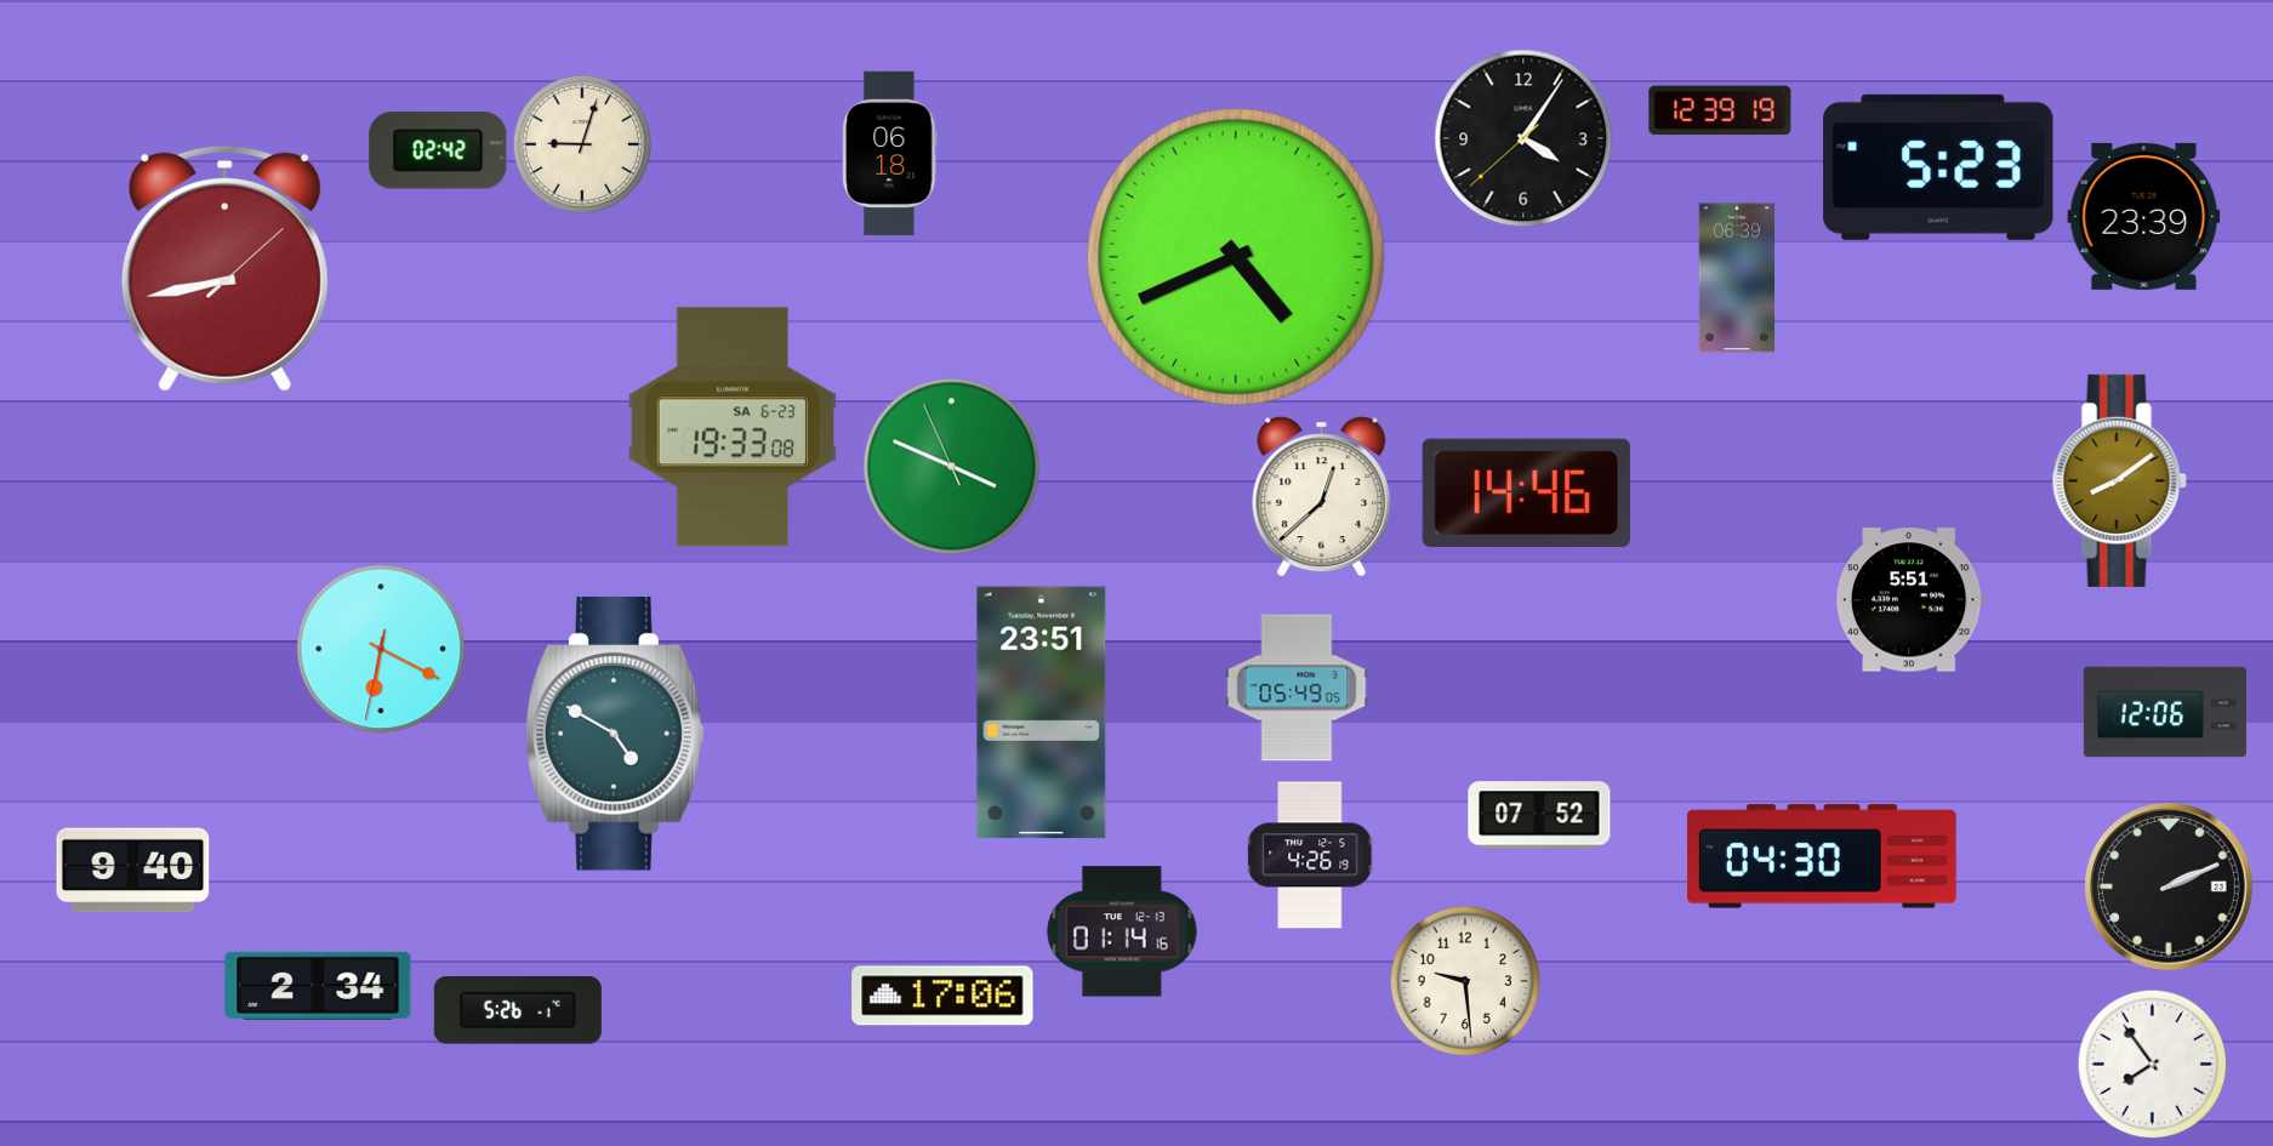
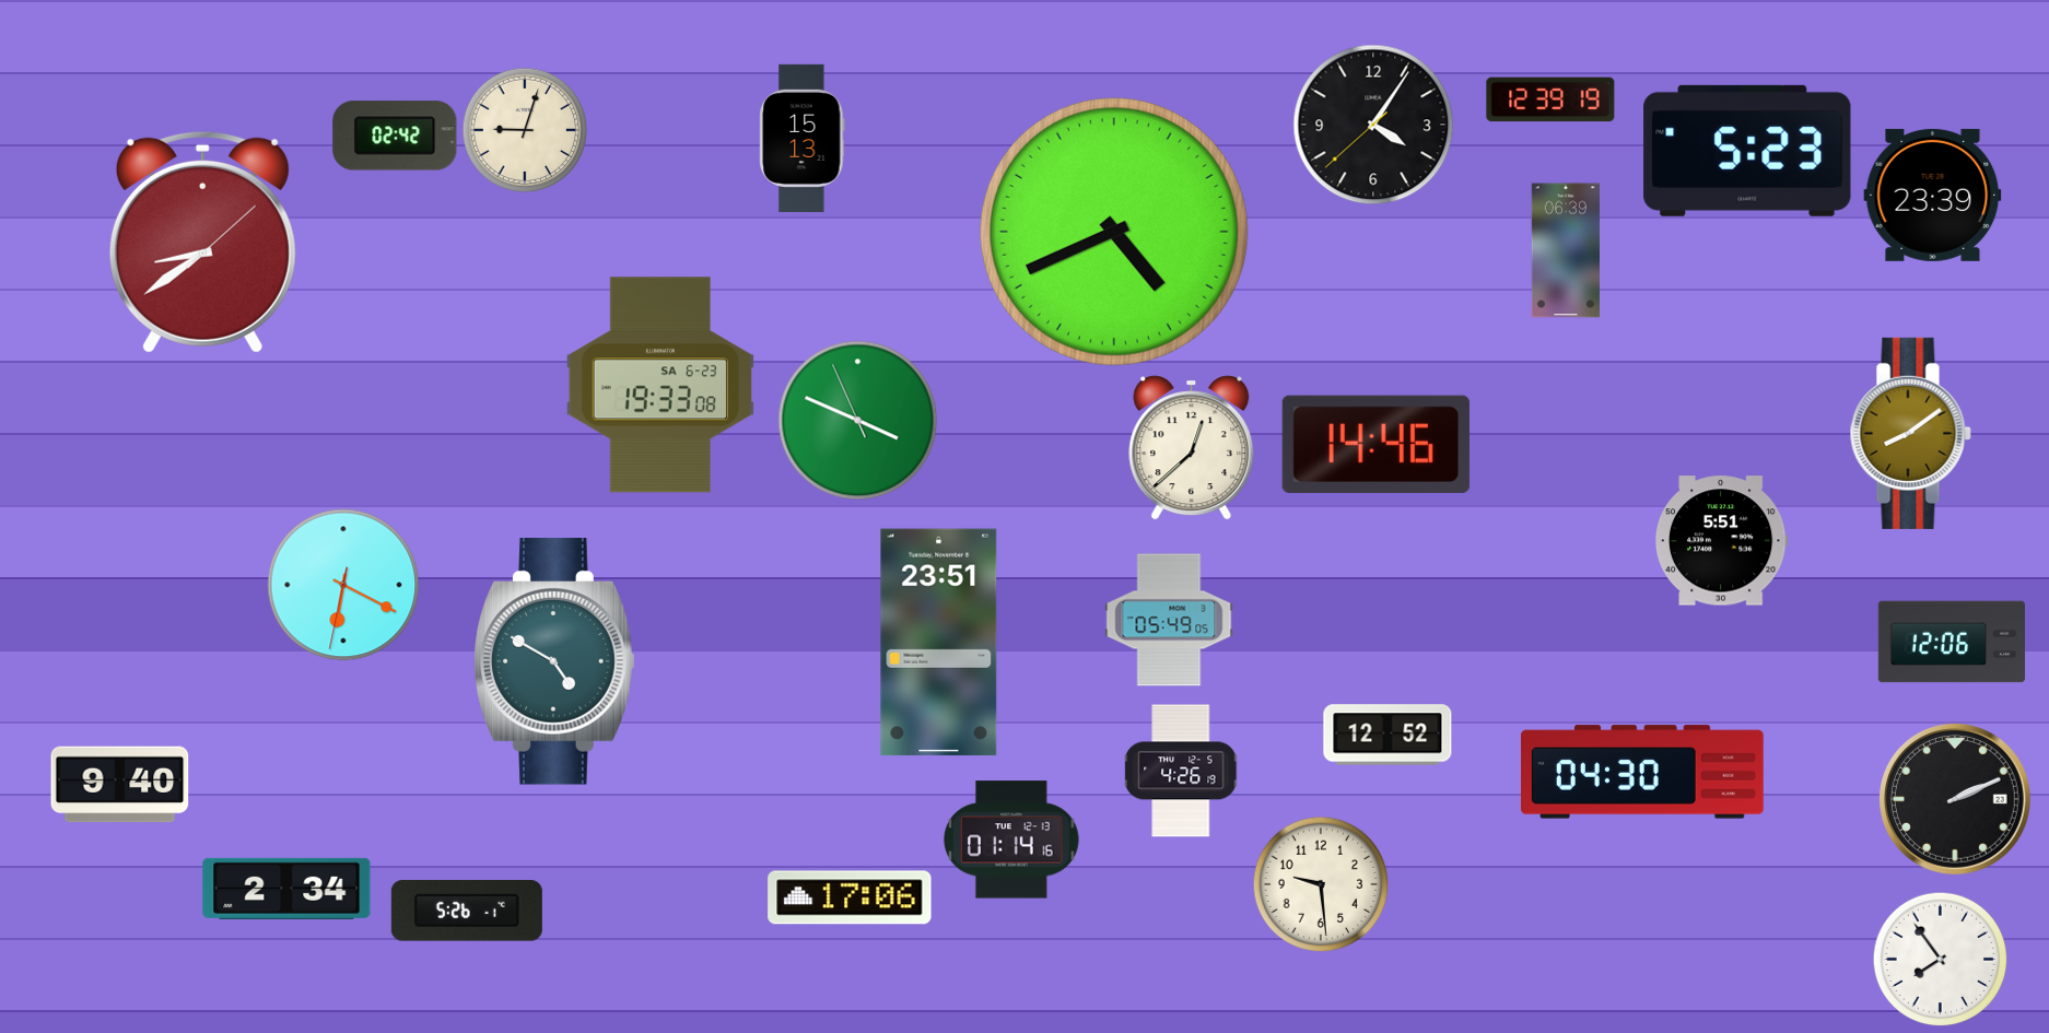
clock at (890, 153): 06:18 -> 15:13
clock at (224, 268): 8:43 -> 8:39
clock at (1539, 815): 07:52 -> 12:52
